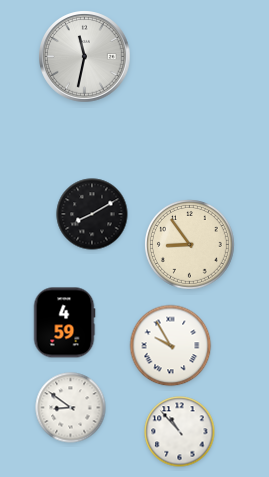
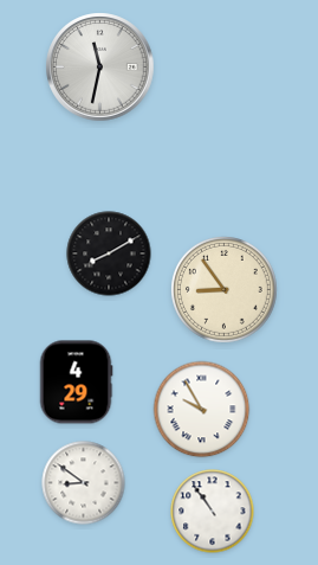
clock at (64, 323): 4:59 -> 4:29
clock at (180, 432): 10:53 -> 10:54
